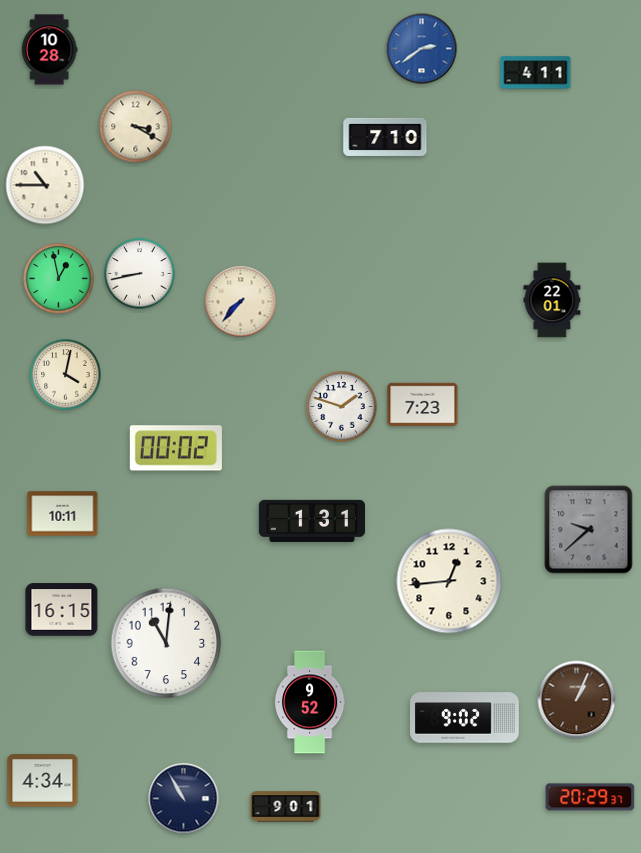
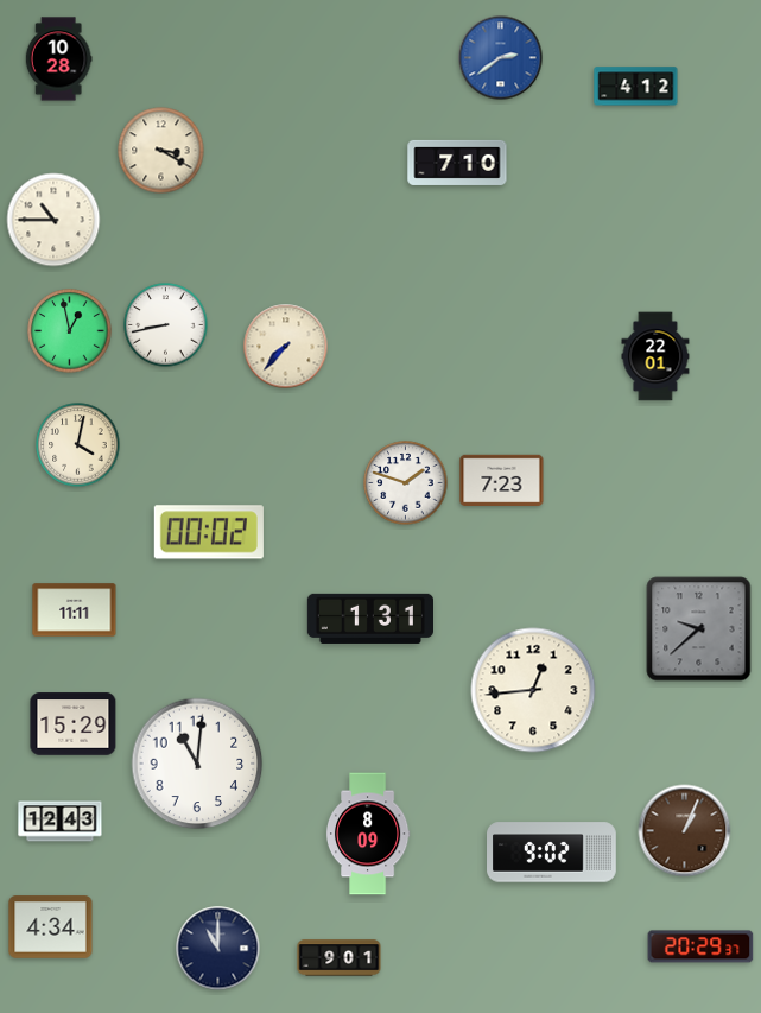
clock at (536, 73): 4:11 -> 4:12
clock at (241, 302) position: (241, 302) -> (286, 347)
clock at (63, 514): 10:11 -> 11:11
clock at (62, 610): 16:15 -> 15:29
clock at (61, 822): none -> 12:43
clock at (310, 702): 9:52 -> 8:09
clock at (184, 799): 10:55 -> 11:00
